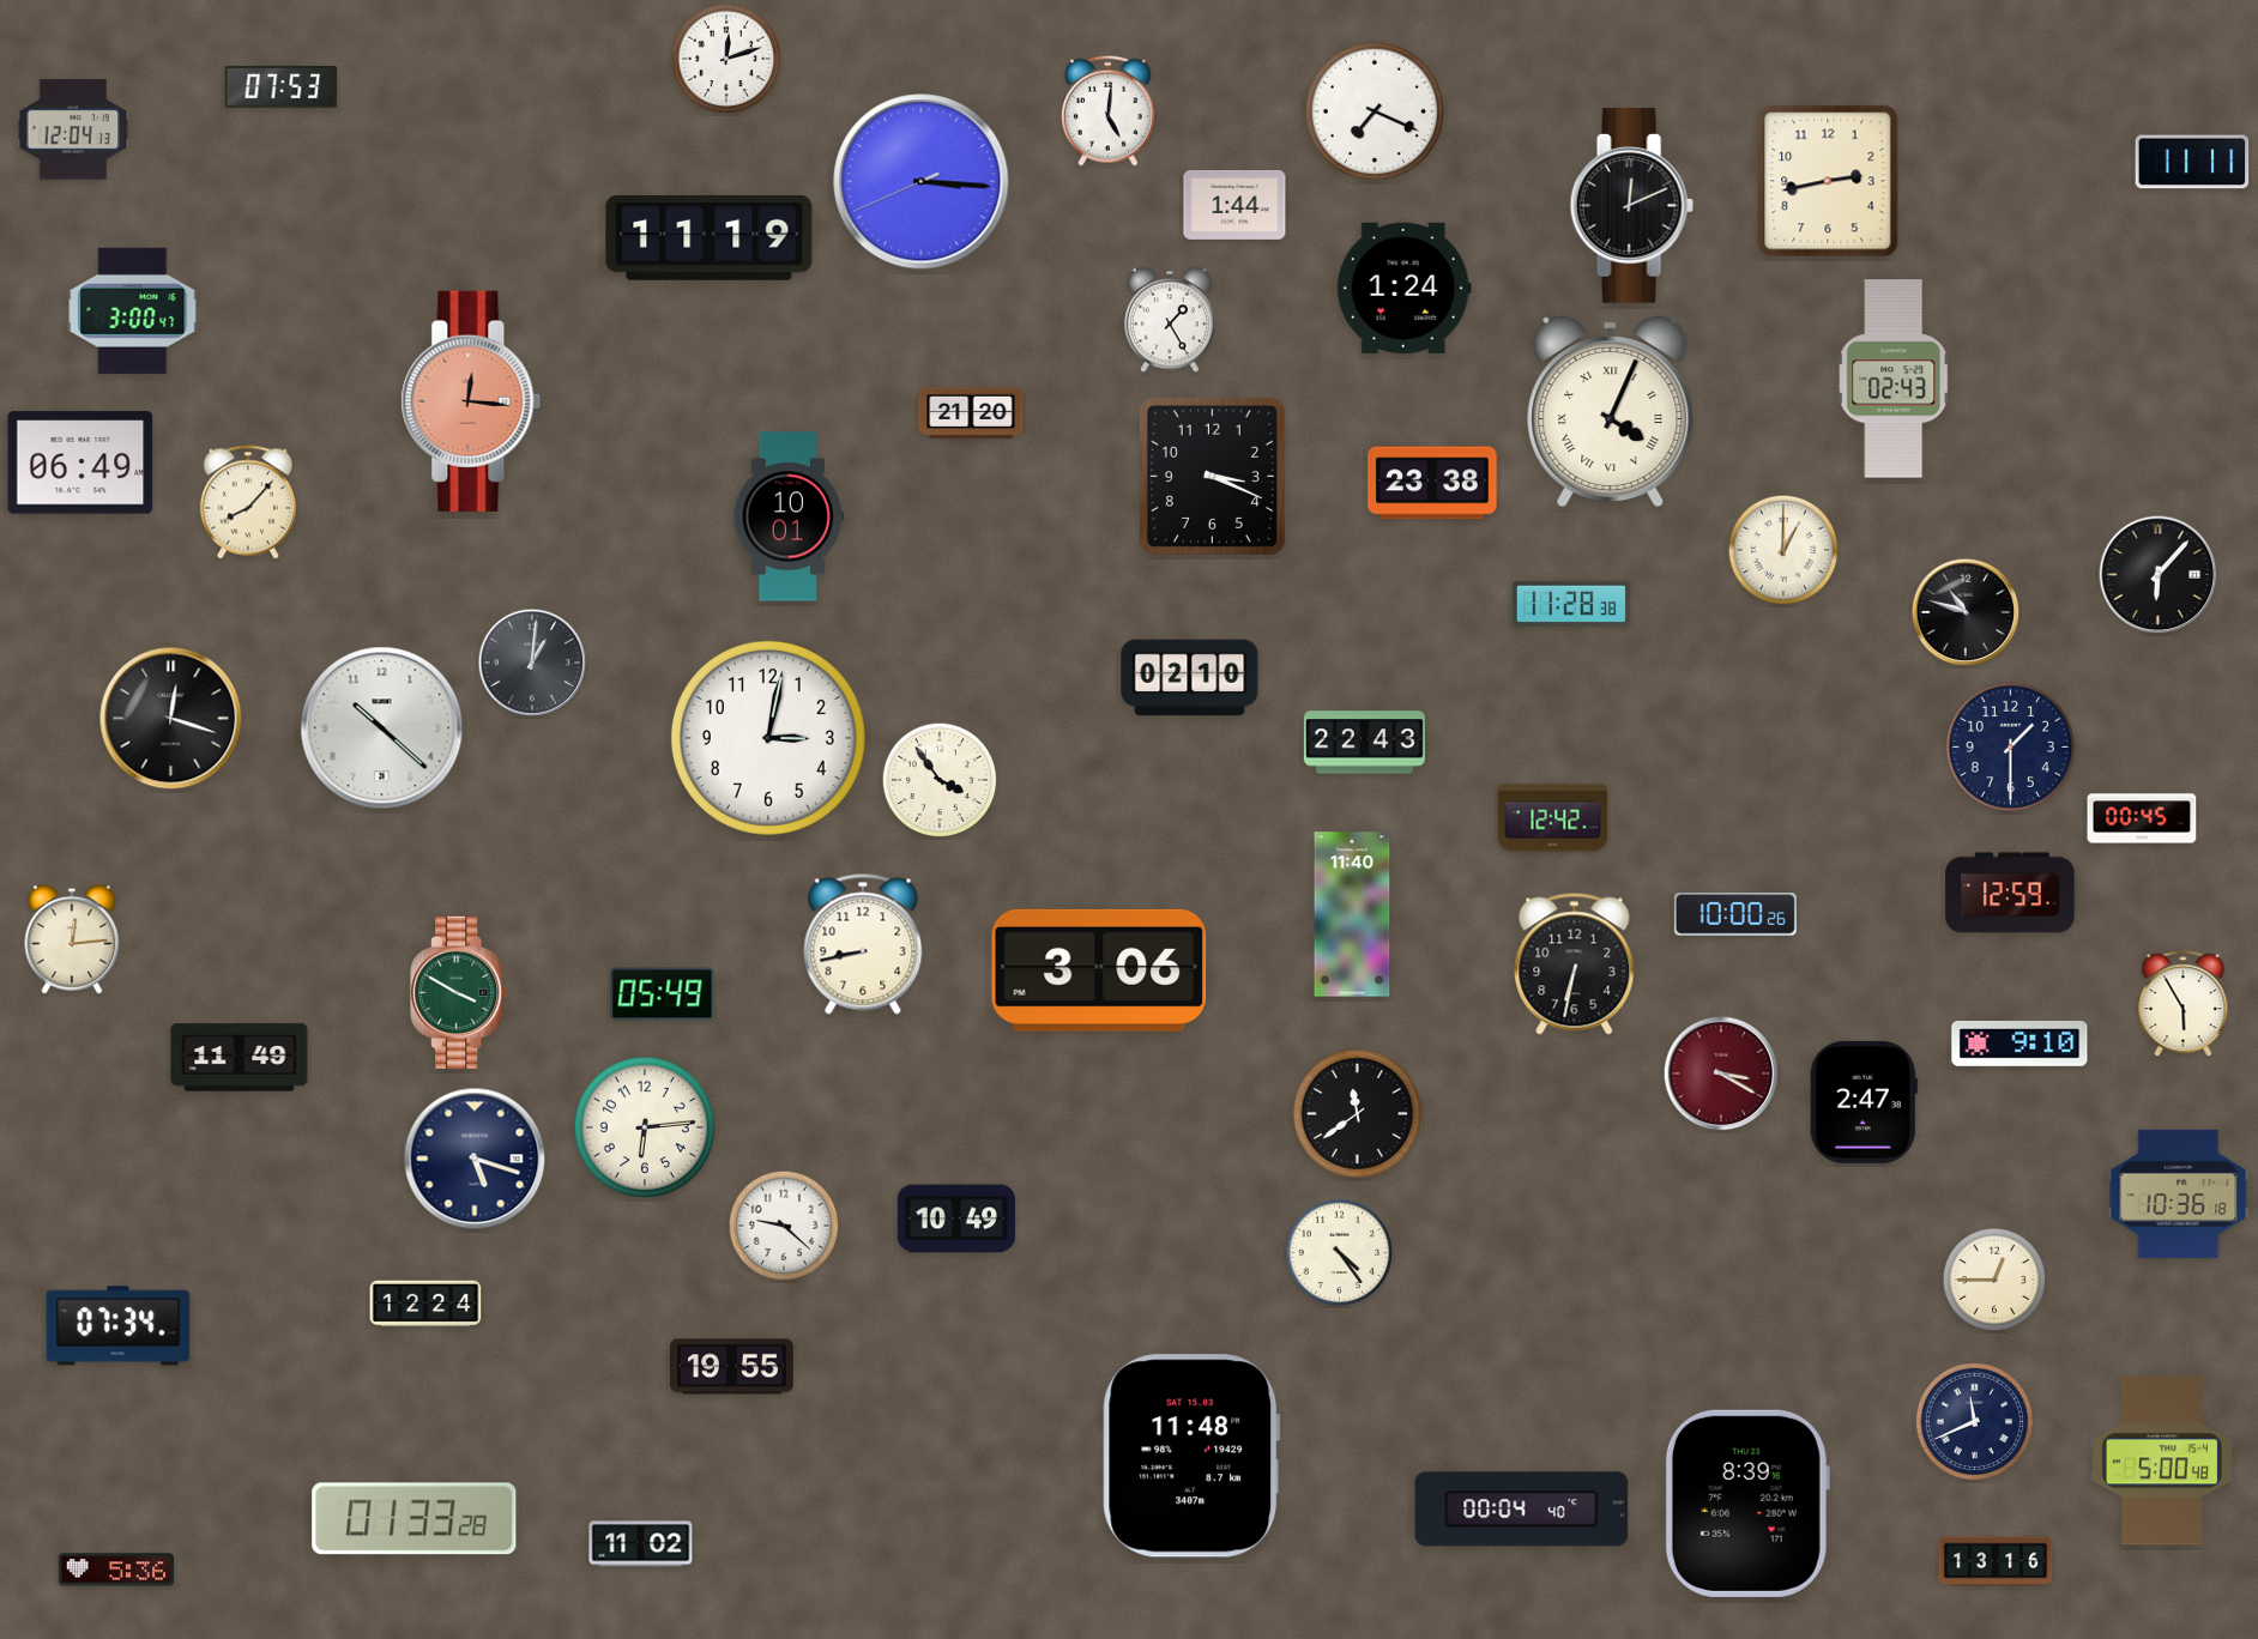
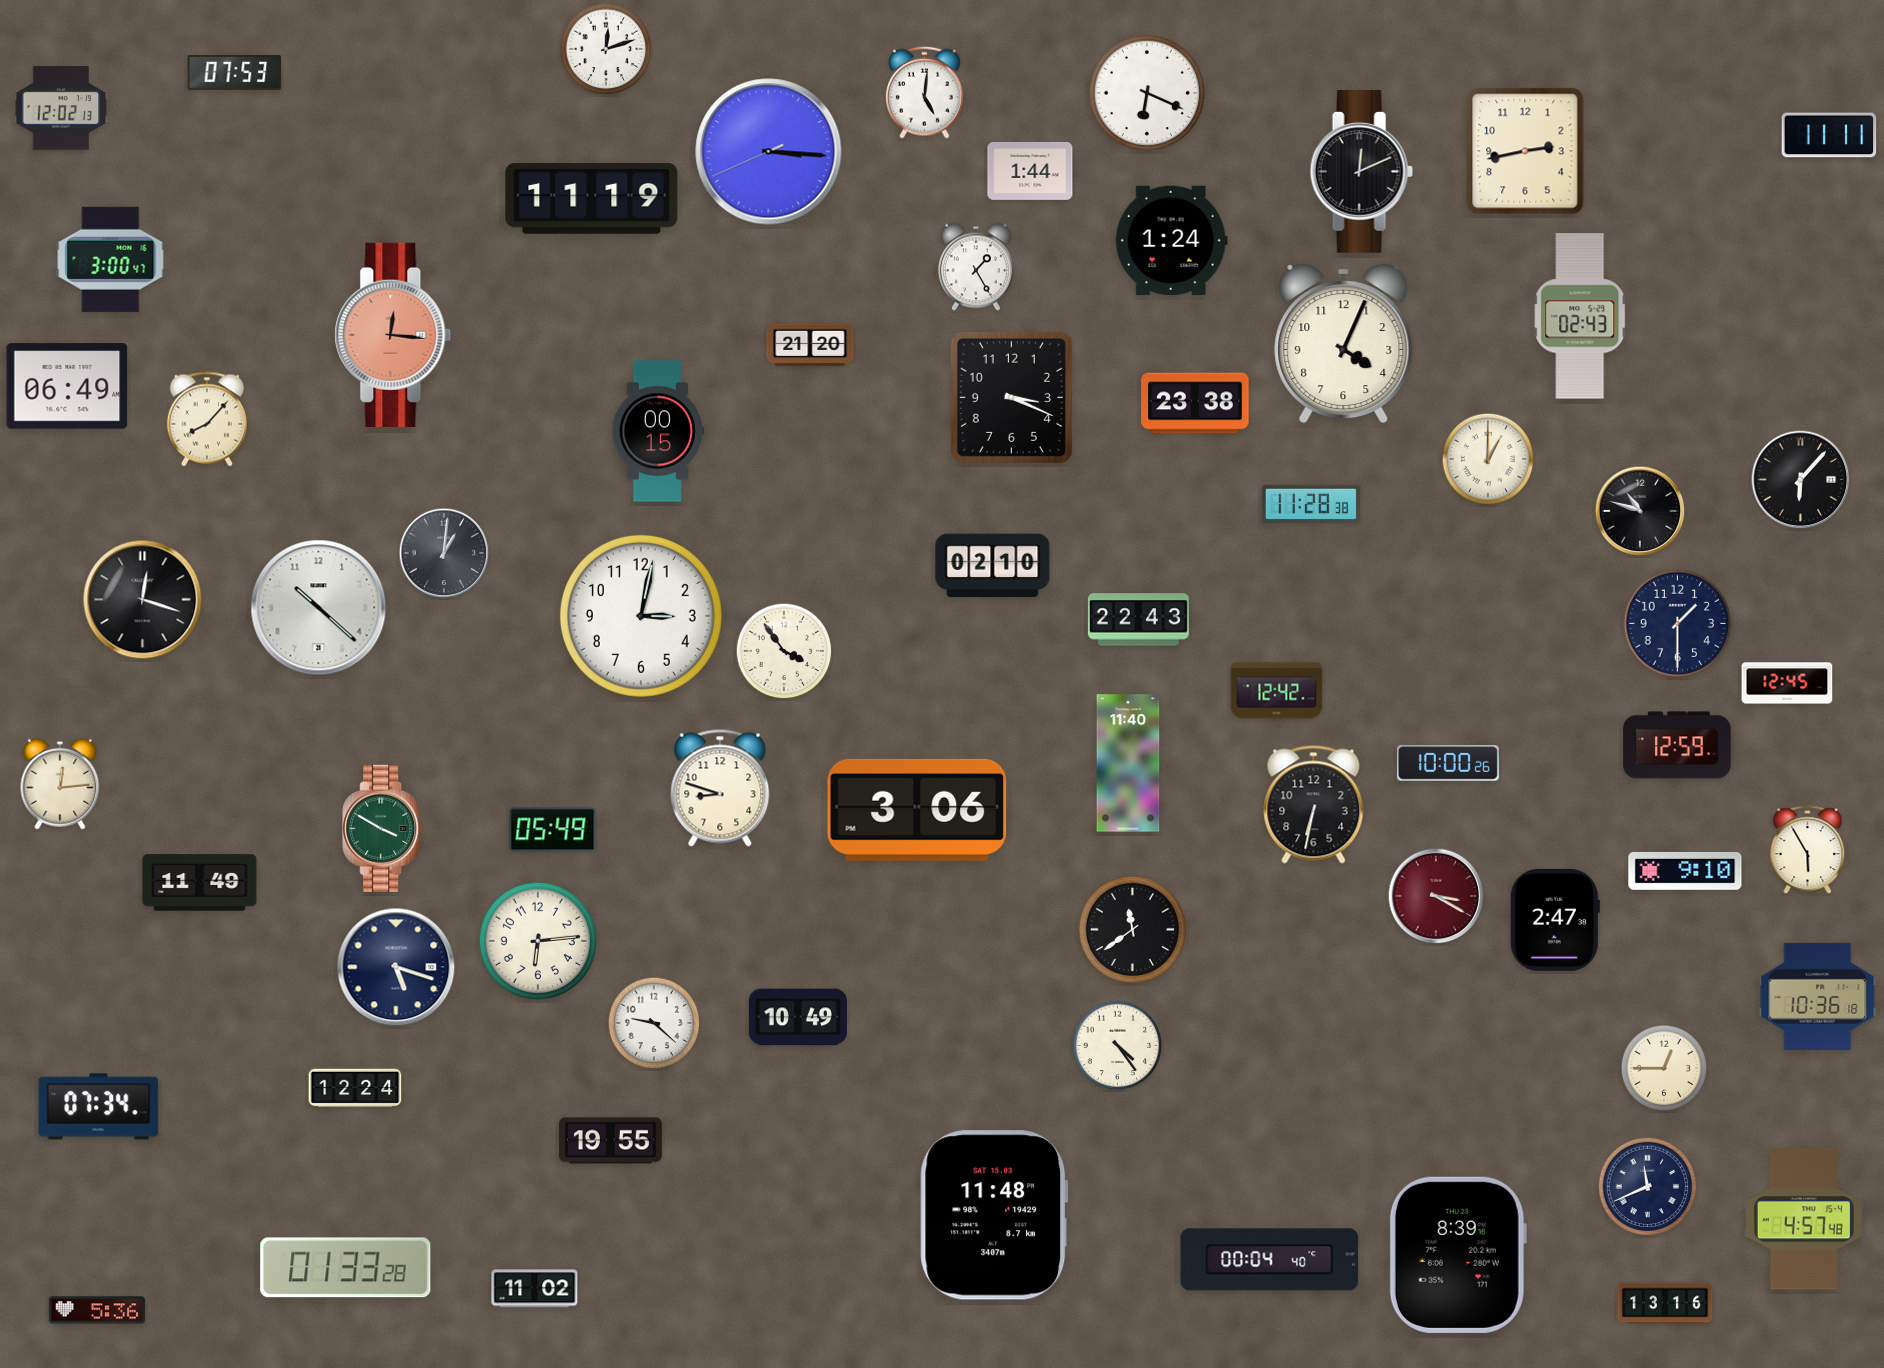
clock at (1375, 111): 7:19 -> 6:19
clock at (73, 129): 12:04 -> 12:02
clock at (1611, 411) numerals: Roman -> Arabic
clock at (789, 516): 10:01 -> 00:15
clock at (1553, 818) position: (1553, 818) -> (1277, 691)
clock at (2142, 818): 00:45 -> 12:45
clock at (863, 944): 8:43 -> 8:48
clock at (2184, 1004) position: (2184, 1004) -> (1808, 850)
clock at (2162, 1460): 5:00 -> 4:57
